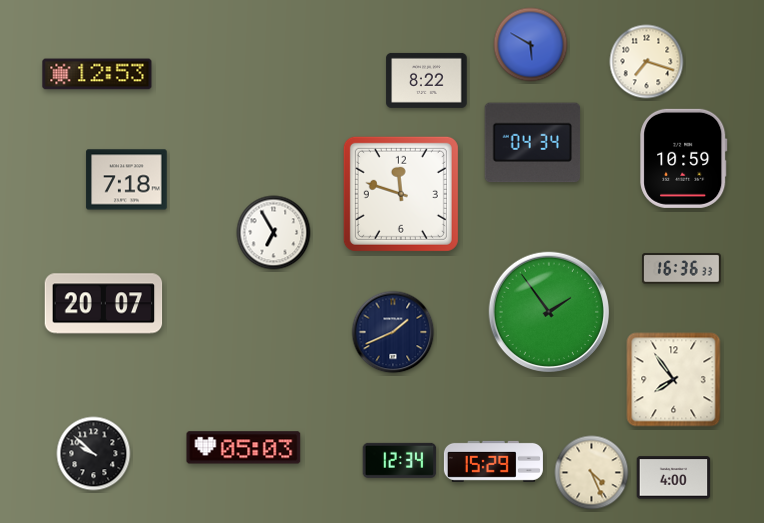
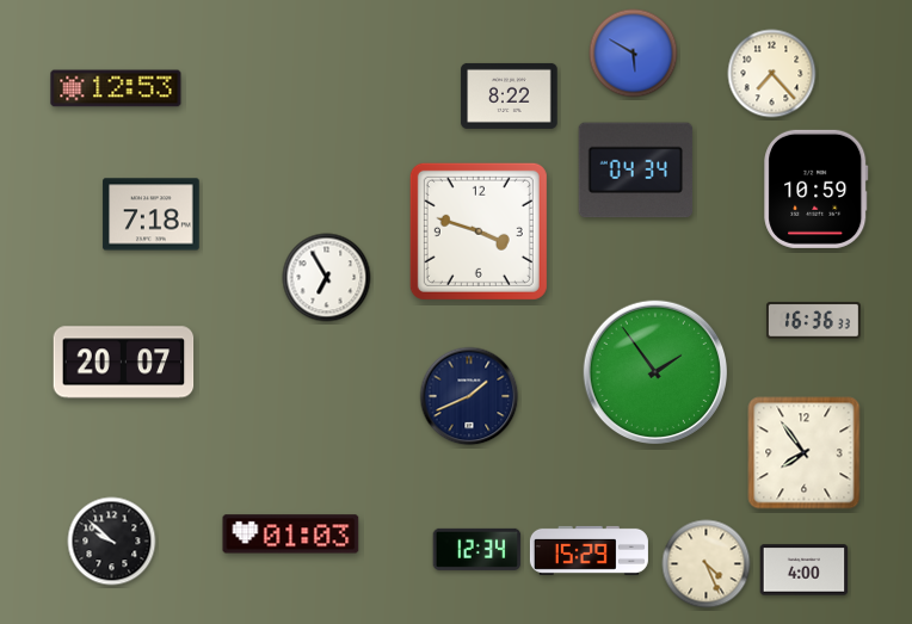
clock at (647, 62): 7:18 -> 7:23
clock at (401, 194): 11:48 -> 3:48
clock at (244, 448): 05:03 -> 01:03
